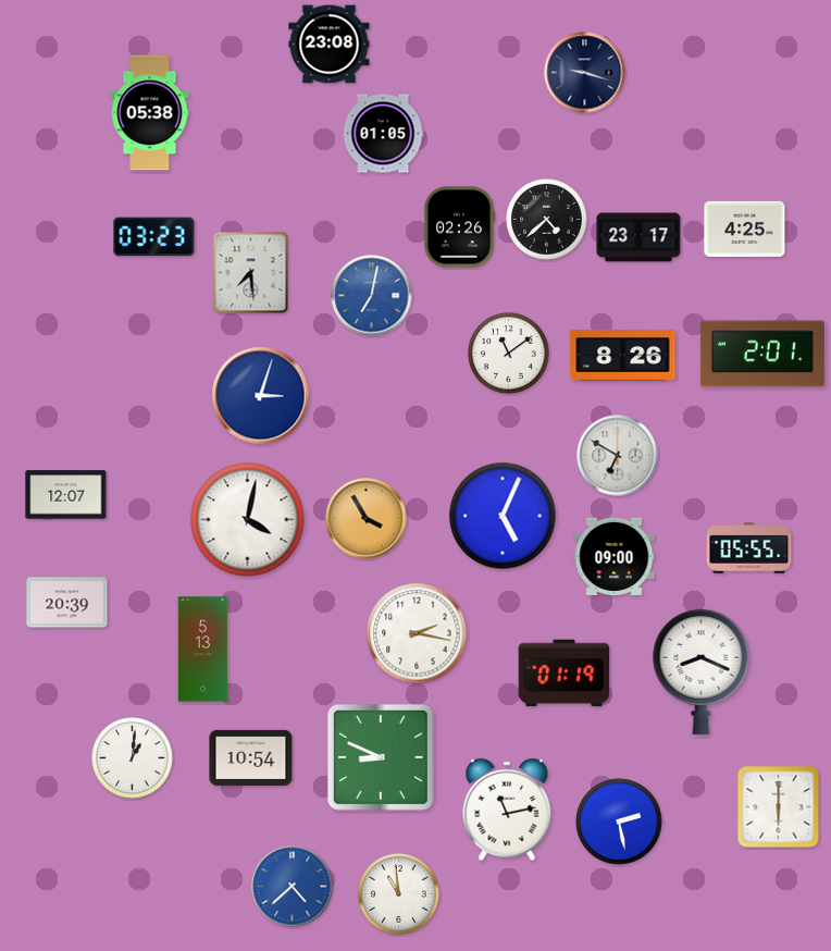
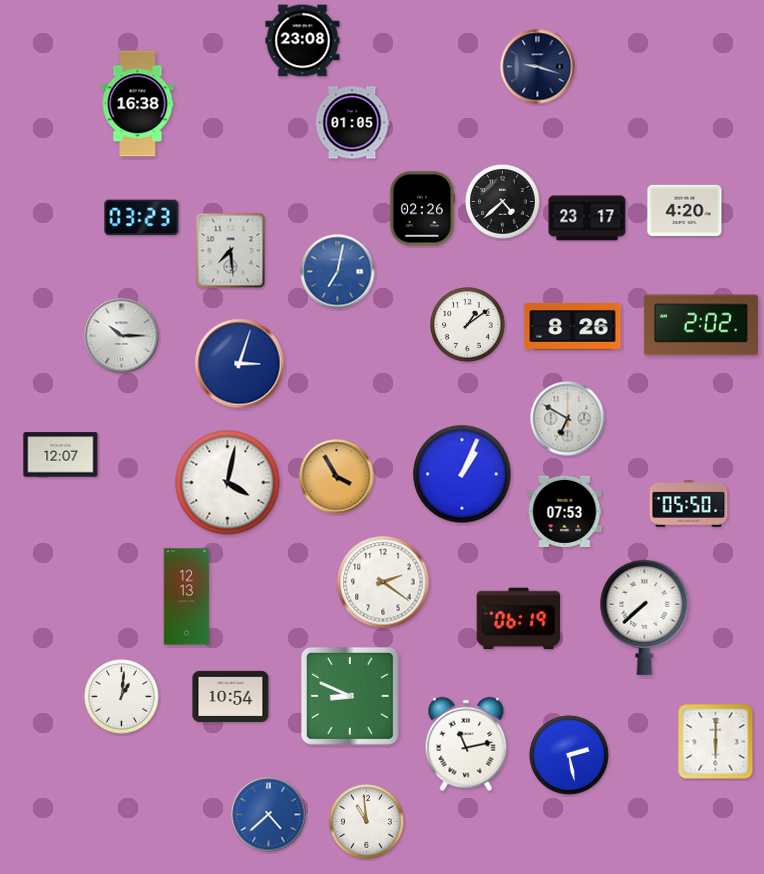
clock at (150, 113): 05:38 -> 16:38
clock at (745, 229): 4:25 -> 4:20
clock at (372, 296) position: (372, 296) -> (338, 272)
clock at (509, 354): 11:09 -> 1:09
clock at (762, 354): 2:01 -> 2:02
clock at (122, 336): none -> 10:15
clock at (503, 516): 5:04 -> 1:04
clock at (248, 520) position: (248, 520) -> (228, 483)
clock at (749, 548): 05:55 -> 05:50
clock at (615, 556): 09:00 -> 07:53
clock at (67, 603): 20:39 -> none
clock at (417, 633): 2:17 -> 2:21
clock at (203, 650): 5:13 -> 12:13
clock at (702, 671): 8:19 -> 7:38
clock at (565, 674): 01:19 -> 06:19
